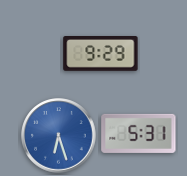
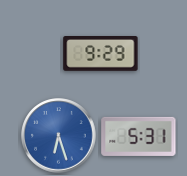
clock at (139, 133) position: (139, 133) -> (139, 136)
